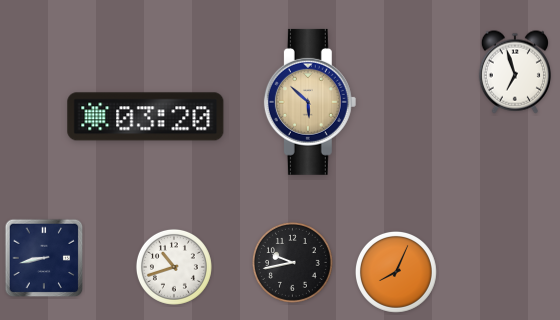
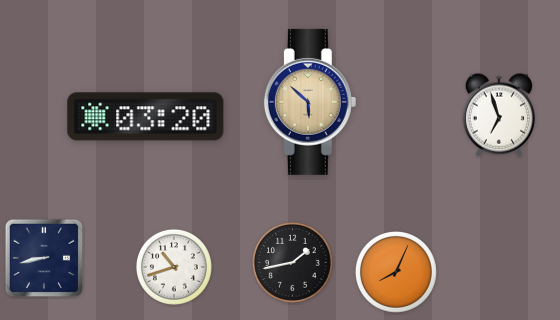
clock at (514, 72) position: (514, 72) -> (498, 115)
clock at (292, 262): 9:43 -> 1:43
